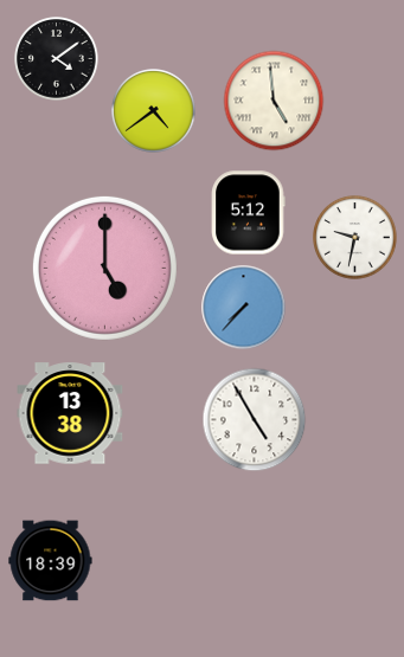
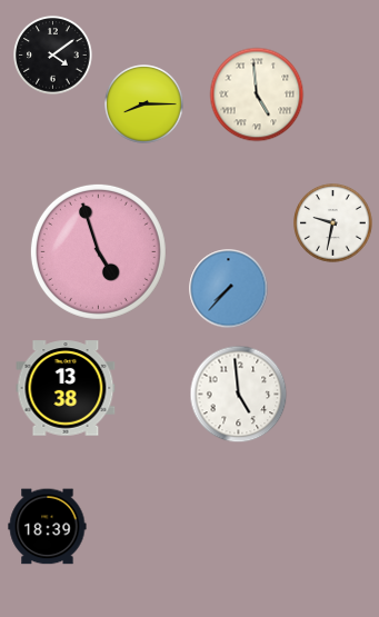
clock at (154, 111): 4:39 -> 8:15
clock at (249, 213): 5:12 -> none
clock at (104, 268): 5:00 -> 4:57
clock at (255, 420): 4:55 -> 4:59
